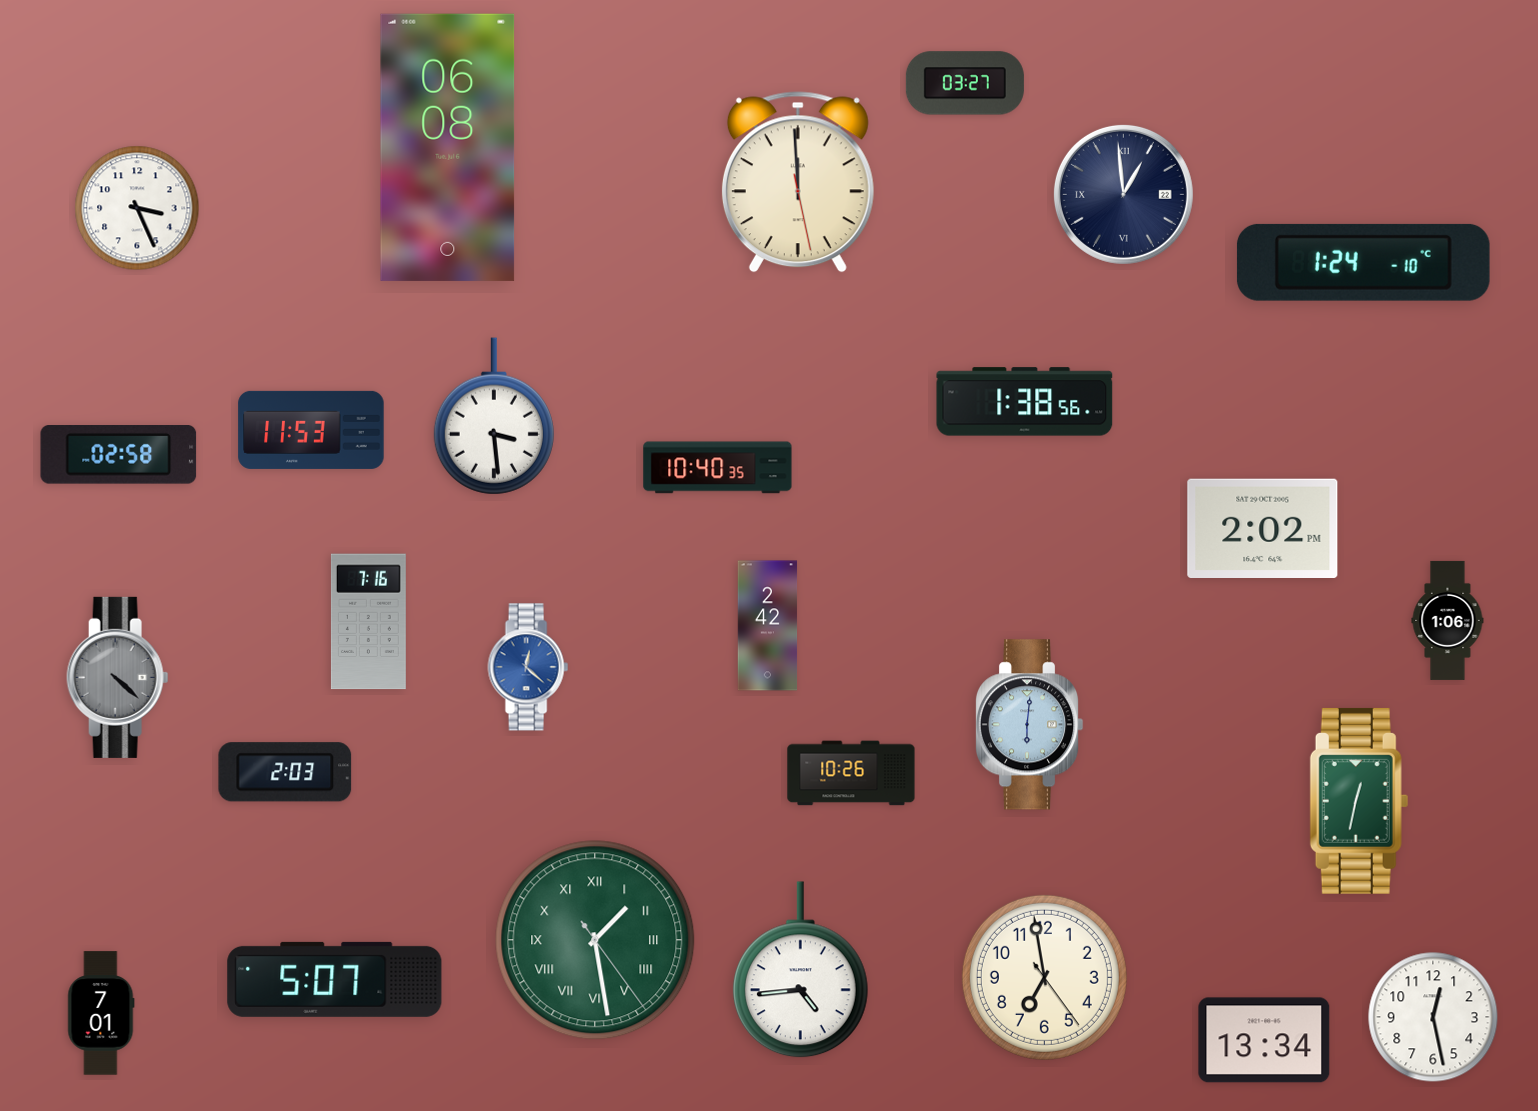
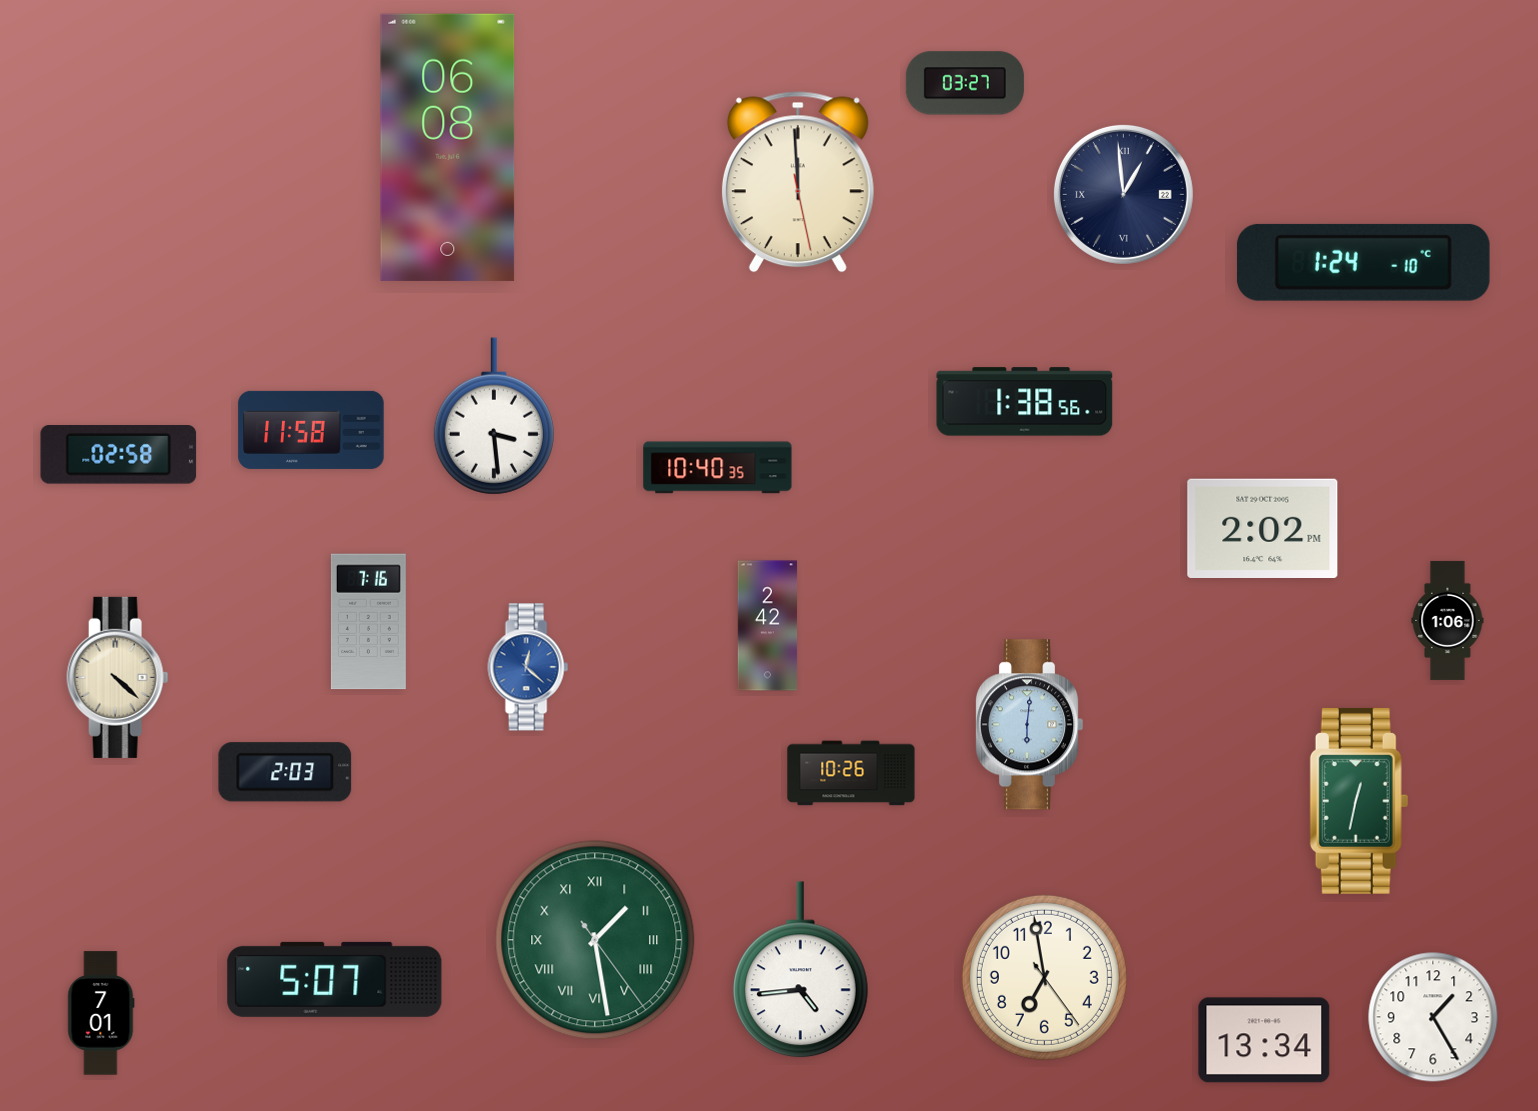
clock at (137, 208): 3:26 -> none
clock at (311, 430): 11:53 -> 11:58
clock at (118, 677) dial: grey -> cream
clock at (1433, 1017): 12:28 -> 1:25
